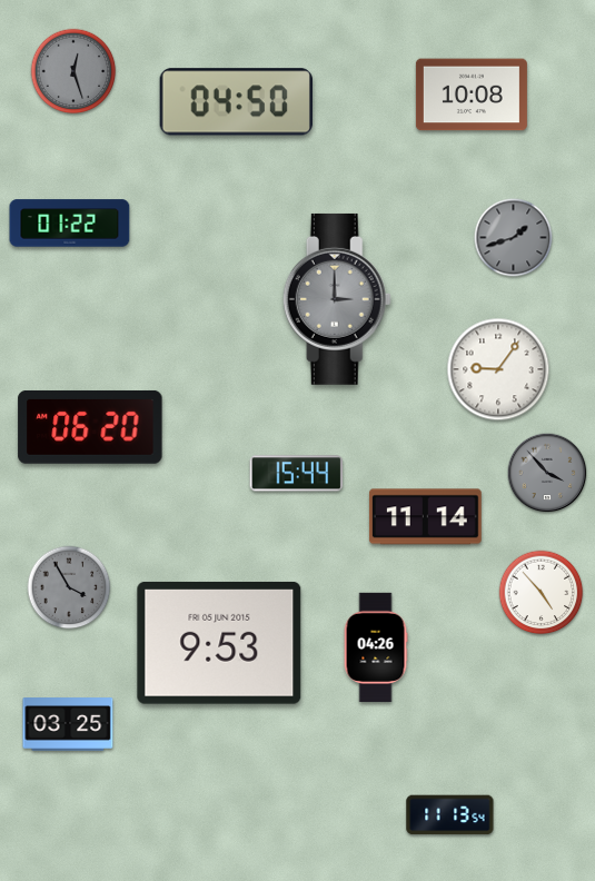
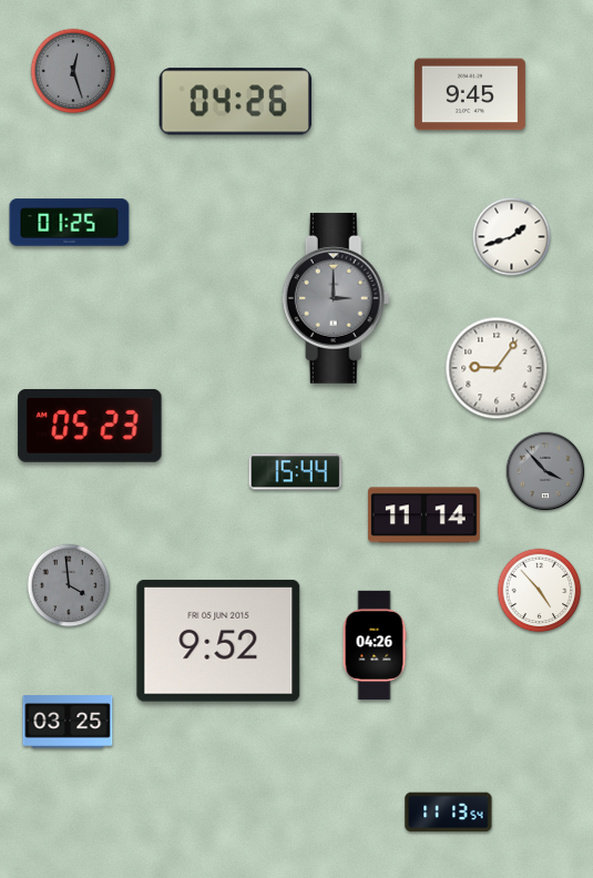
clock at (472, 95): 10:08 -> 9:45
clock at (236, 102): 04:50 -> 04:26
clock at (70, 224): 01:22 -> 01:25
clock at (514, 238) dial: grey -> white
clock at (90, 427): 06:20 -> 05:23
clock at (69, 587): 3:55 -> 3:59
clock at (219, 643): 9:53 -> 9:52
